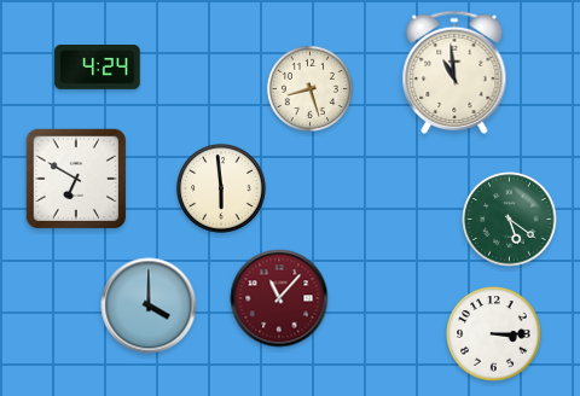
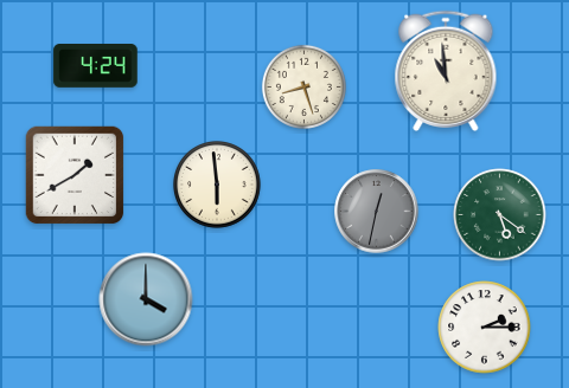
clock at (76, 179): 6:50 -> 1:40
clock at (377, 212): none -> 12:32
clock at (279, 298): 11:07 -> none
clock at (494, 334): 3:15 -> 2:15
